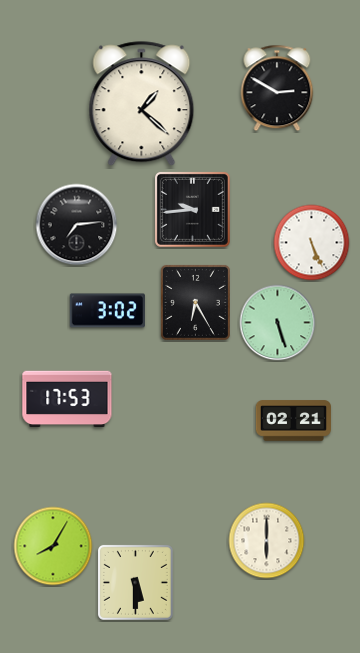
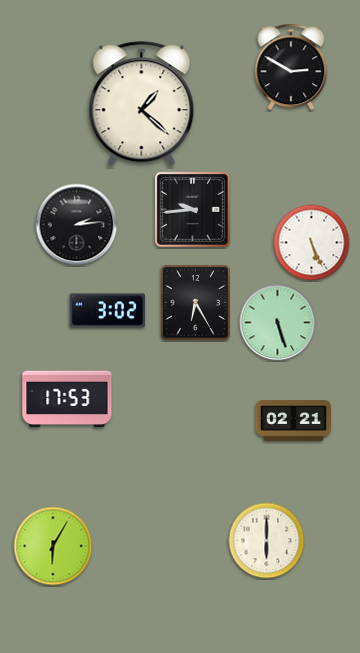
clock at (277, 88) position: (277, 88) -> (291, 67)
clock at (77, 225): 7:14 -> 2:14
clock at (53, 546): 8:05 -> 6:05
clock at (135, 582): 5:30 -> none
